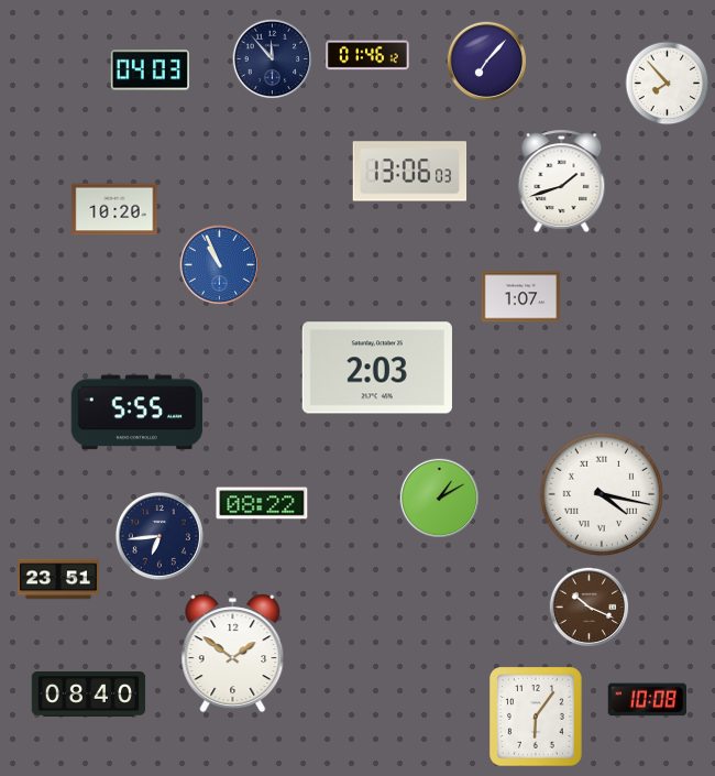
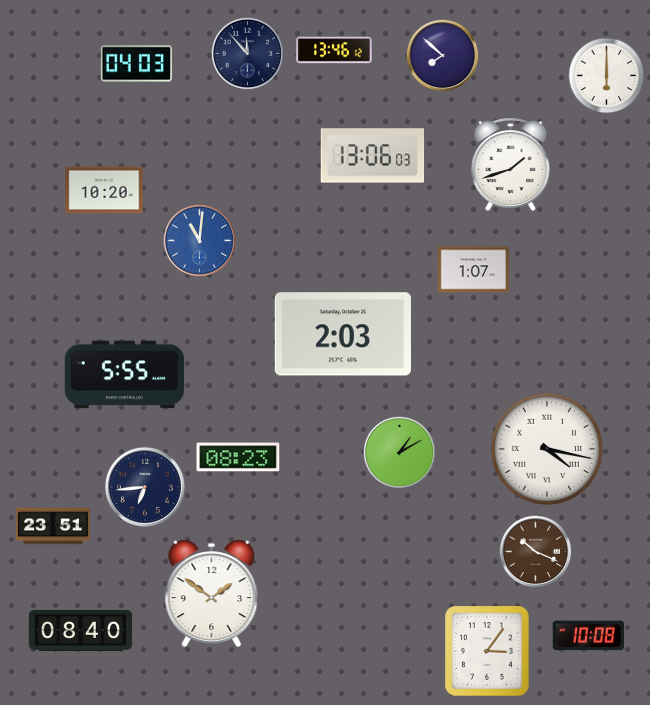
clock at (367, 55): 01:46 -> 13:46
clock at (487, 62): 7:07 -> 7:52
clock at (668, 84): 7:53 -> 6:00
clock at (220, 265): 10:56 -> 11:01
clock at (262, 503): 08:22 -> 08:23
clock at (536, 717): 6:06 -> 3:06
